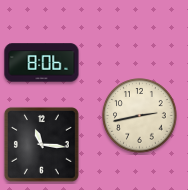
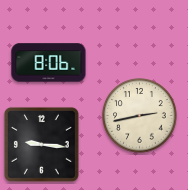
clock at (42, 63) position: (42, 63) -> (49, 63)
clock at (41, 144): 11:16 -> 9:16
